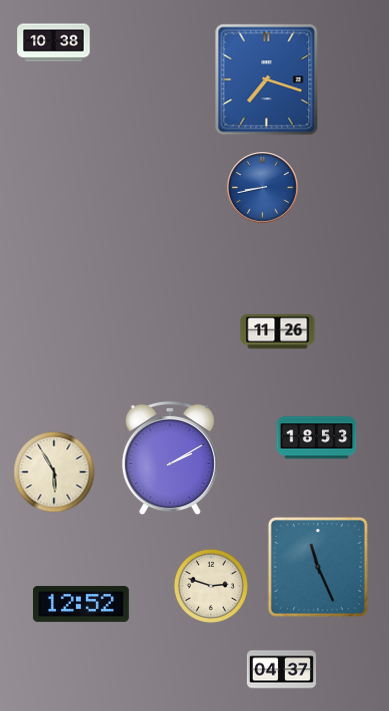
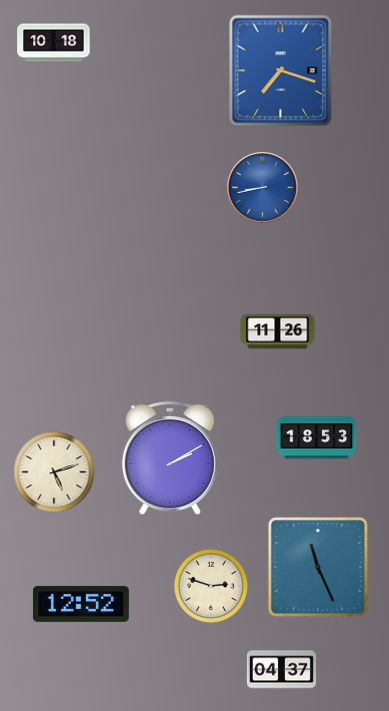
clock at (54, 43): 10:38 -> 10:18
clock at (267, 80) position: (267, 80) -> (281, 71)
clock at (54, 472): 5:55 -> 5:12
